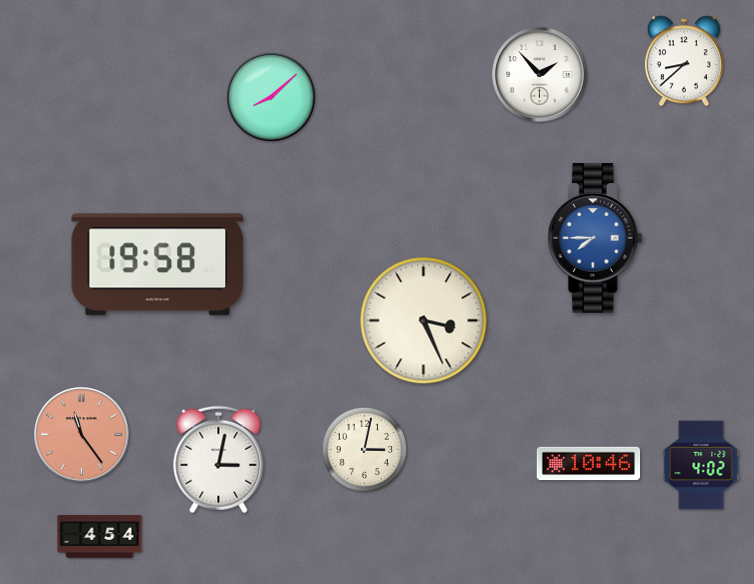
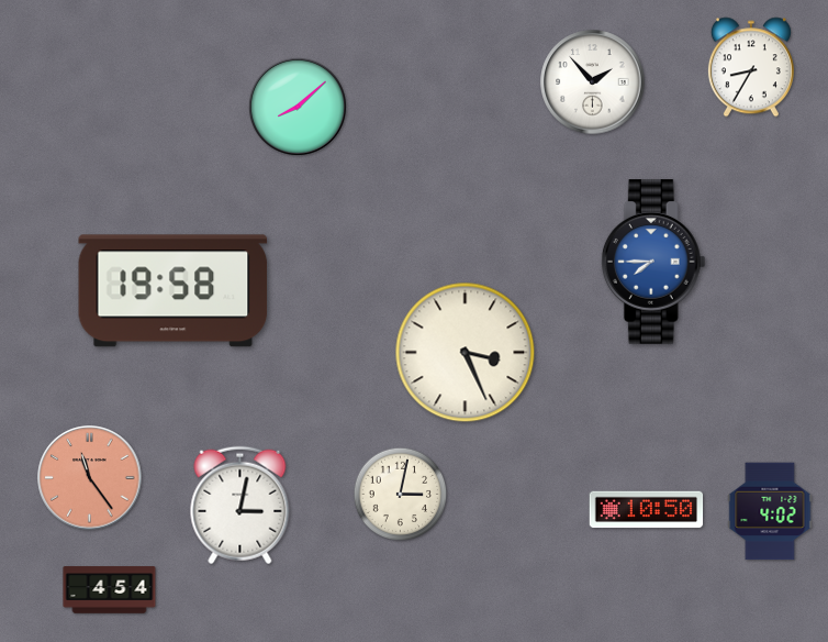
clock at (684, 61): 8:38 -> 8:35
clock at (589, 464): 10:46 -> 10:50
